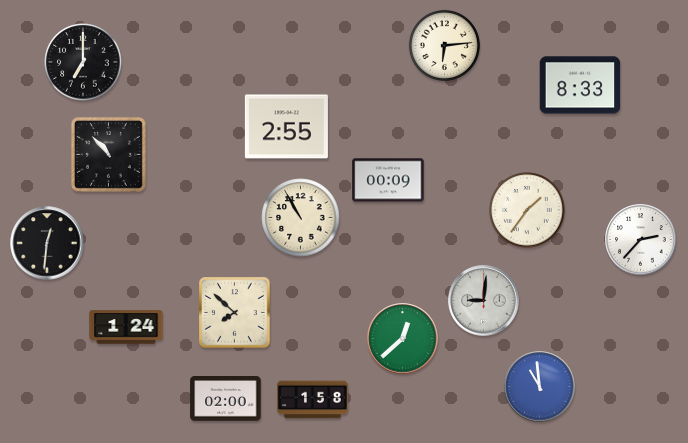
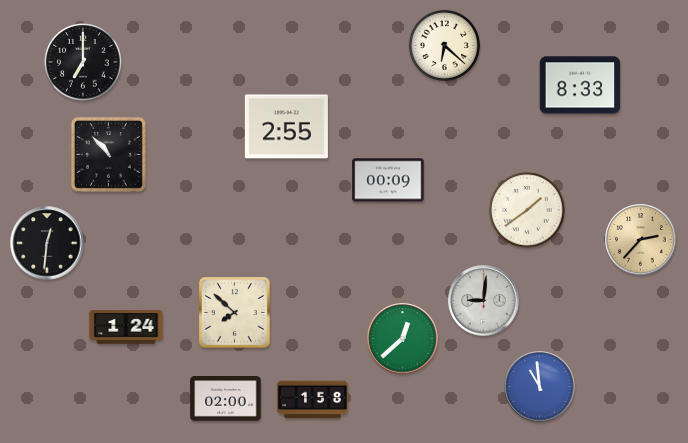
clock at (444, 45): 6:14 -> 6:22
clock at (527, 210): 1:36 -> 1:39
clock at (301, 218): 10:55 -> none
clock at (641, 240) dial: white -> champagne
